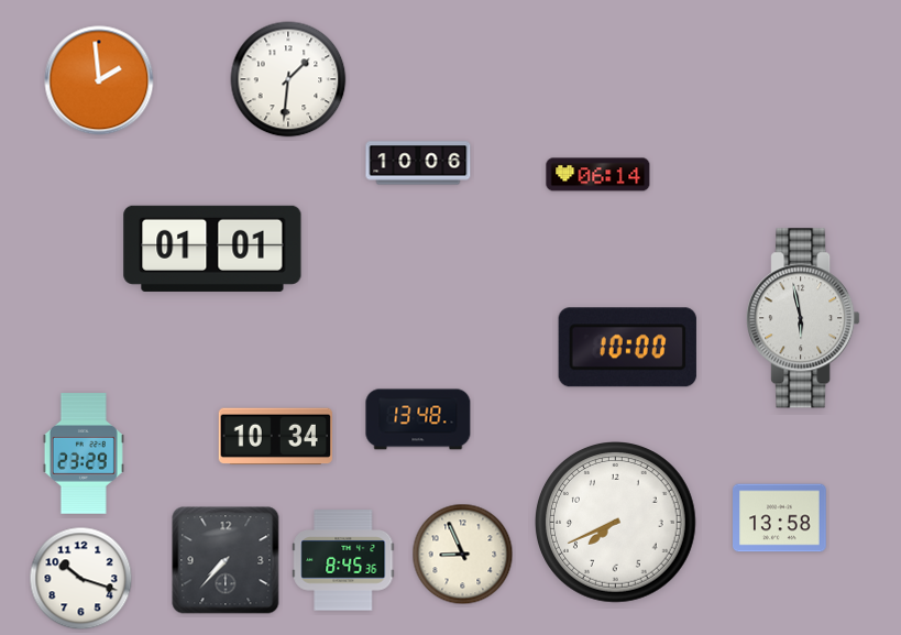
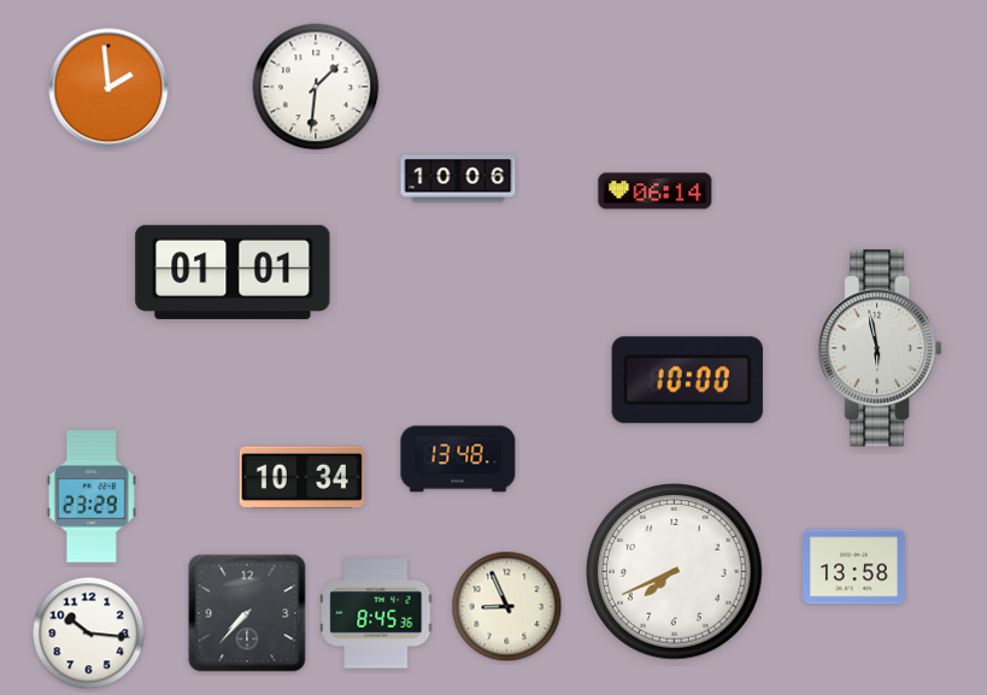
clock at (81, 579): 10:18 -> 10:16
